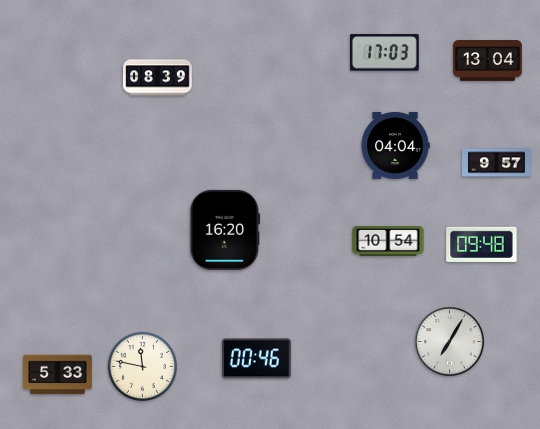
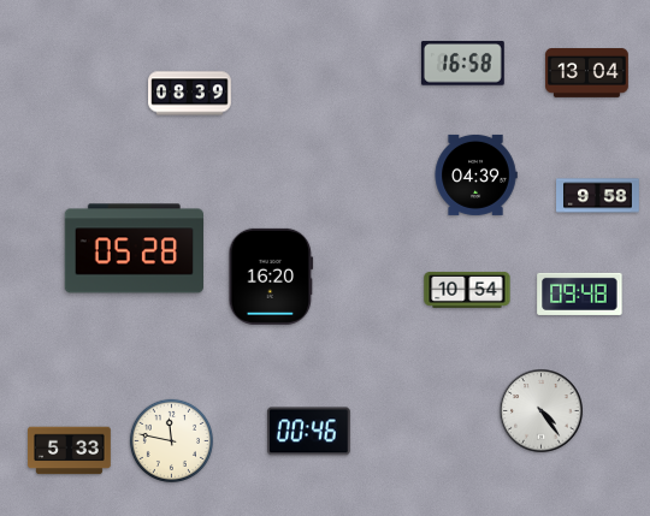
clock at (384, 53): 17:03 -> 16:58
clock at (395, 145): 04:04 -> 04:39
clock at (497, 163): 9:57 -> 9:58
clock at (134, 249): none -> 05:28
clock at (450, 342): 7:05 -> 4:24
